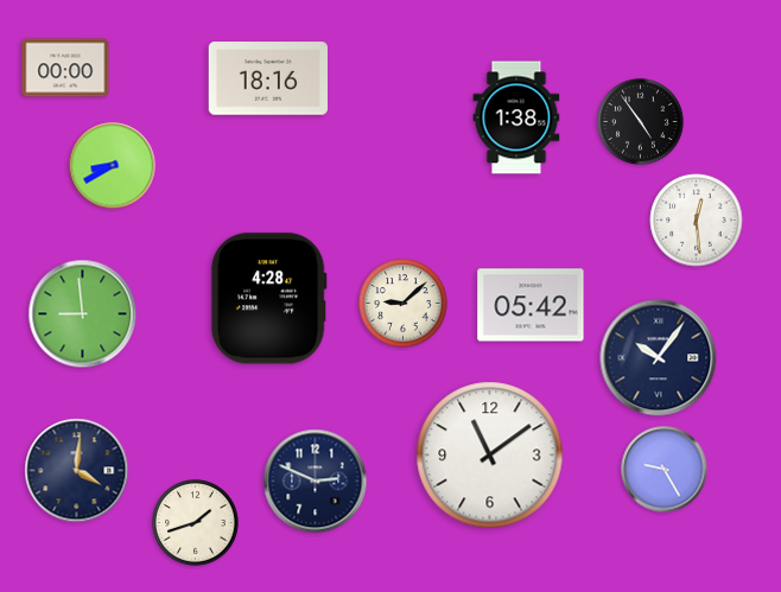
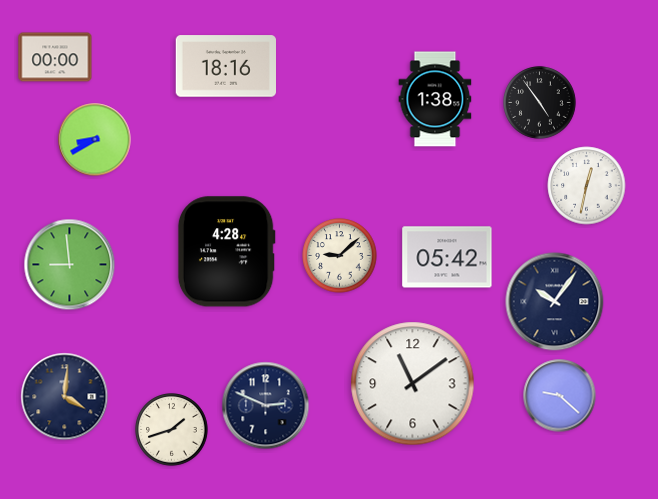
clock at (697, 221): 12:29 -> 12:32
clock at (665, 470): 9:25 -> 9:22
clock at (196, 523) position: (196, 523) -> (172, 430)
